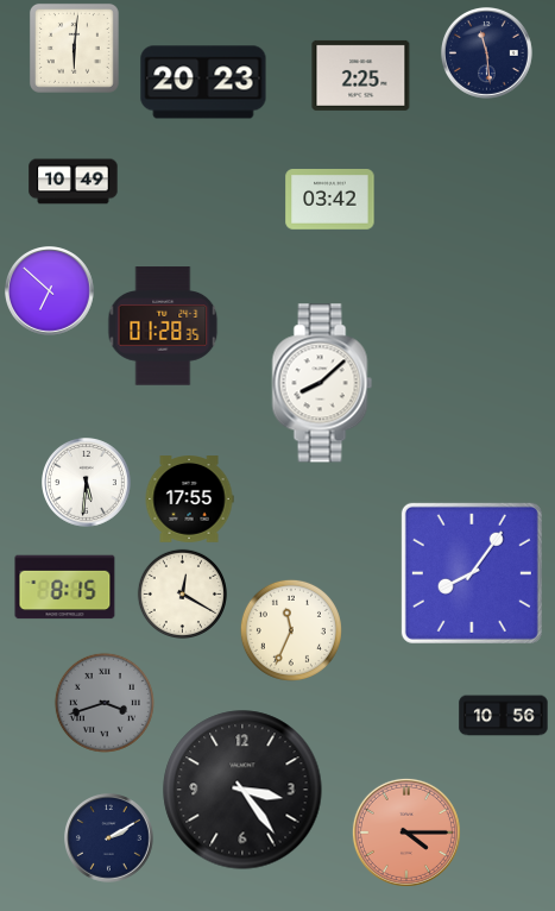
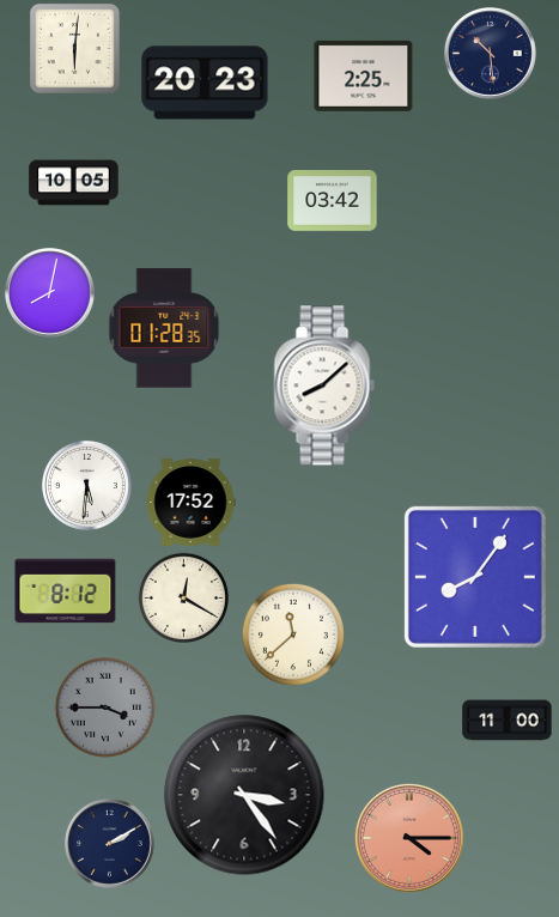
clock at (487, 54): 11:29 -> 10:29
clock at (74, 182): 10:49 -> 10:05
clock at (50, 291): 6:52 -> 8:02
clock at (189, 500): 17:55 -> 17:52
clock at (65, 588): 8:15 -> 8:12
clock at (291, 630): 11:34 -> 11:38
clock at (105, 703): 3:42 -> 3:45
clock at (504, 716): 10:56 -> 11:00
